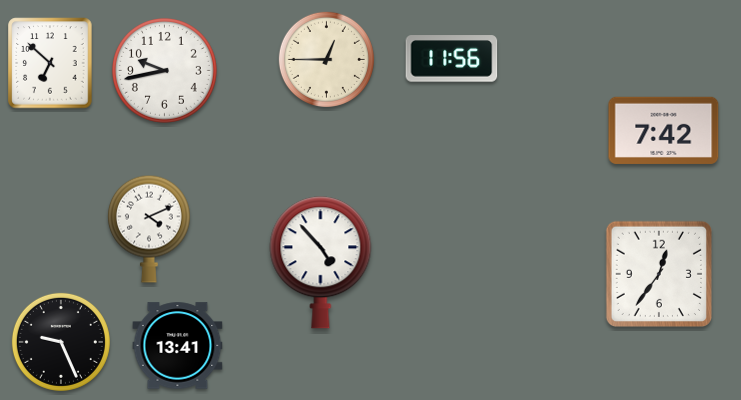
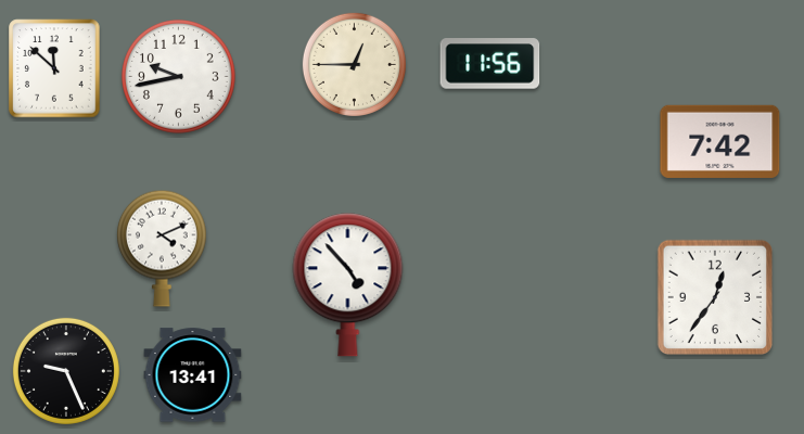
clock at (50, 63): 6:52 -> 11:52
